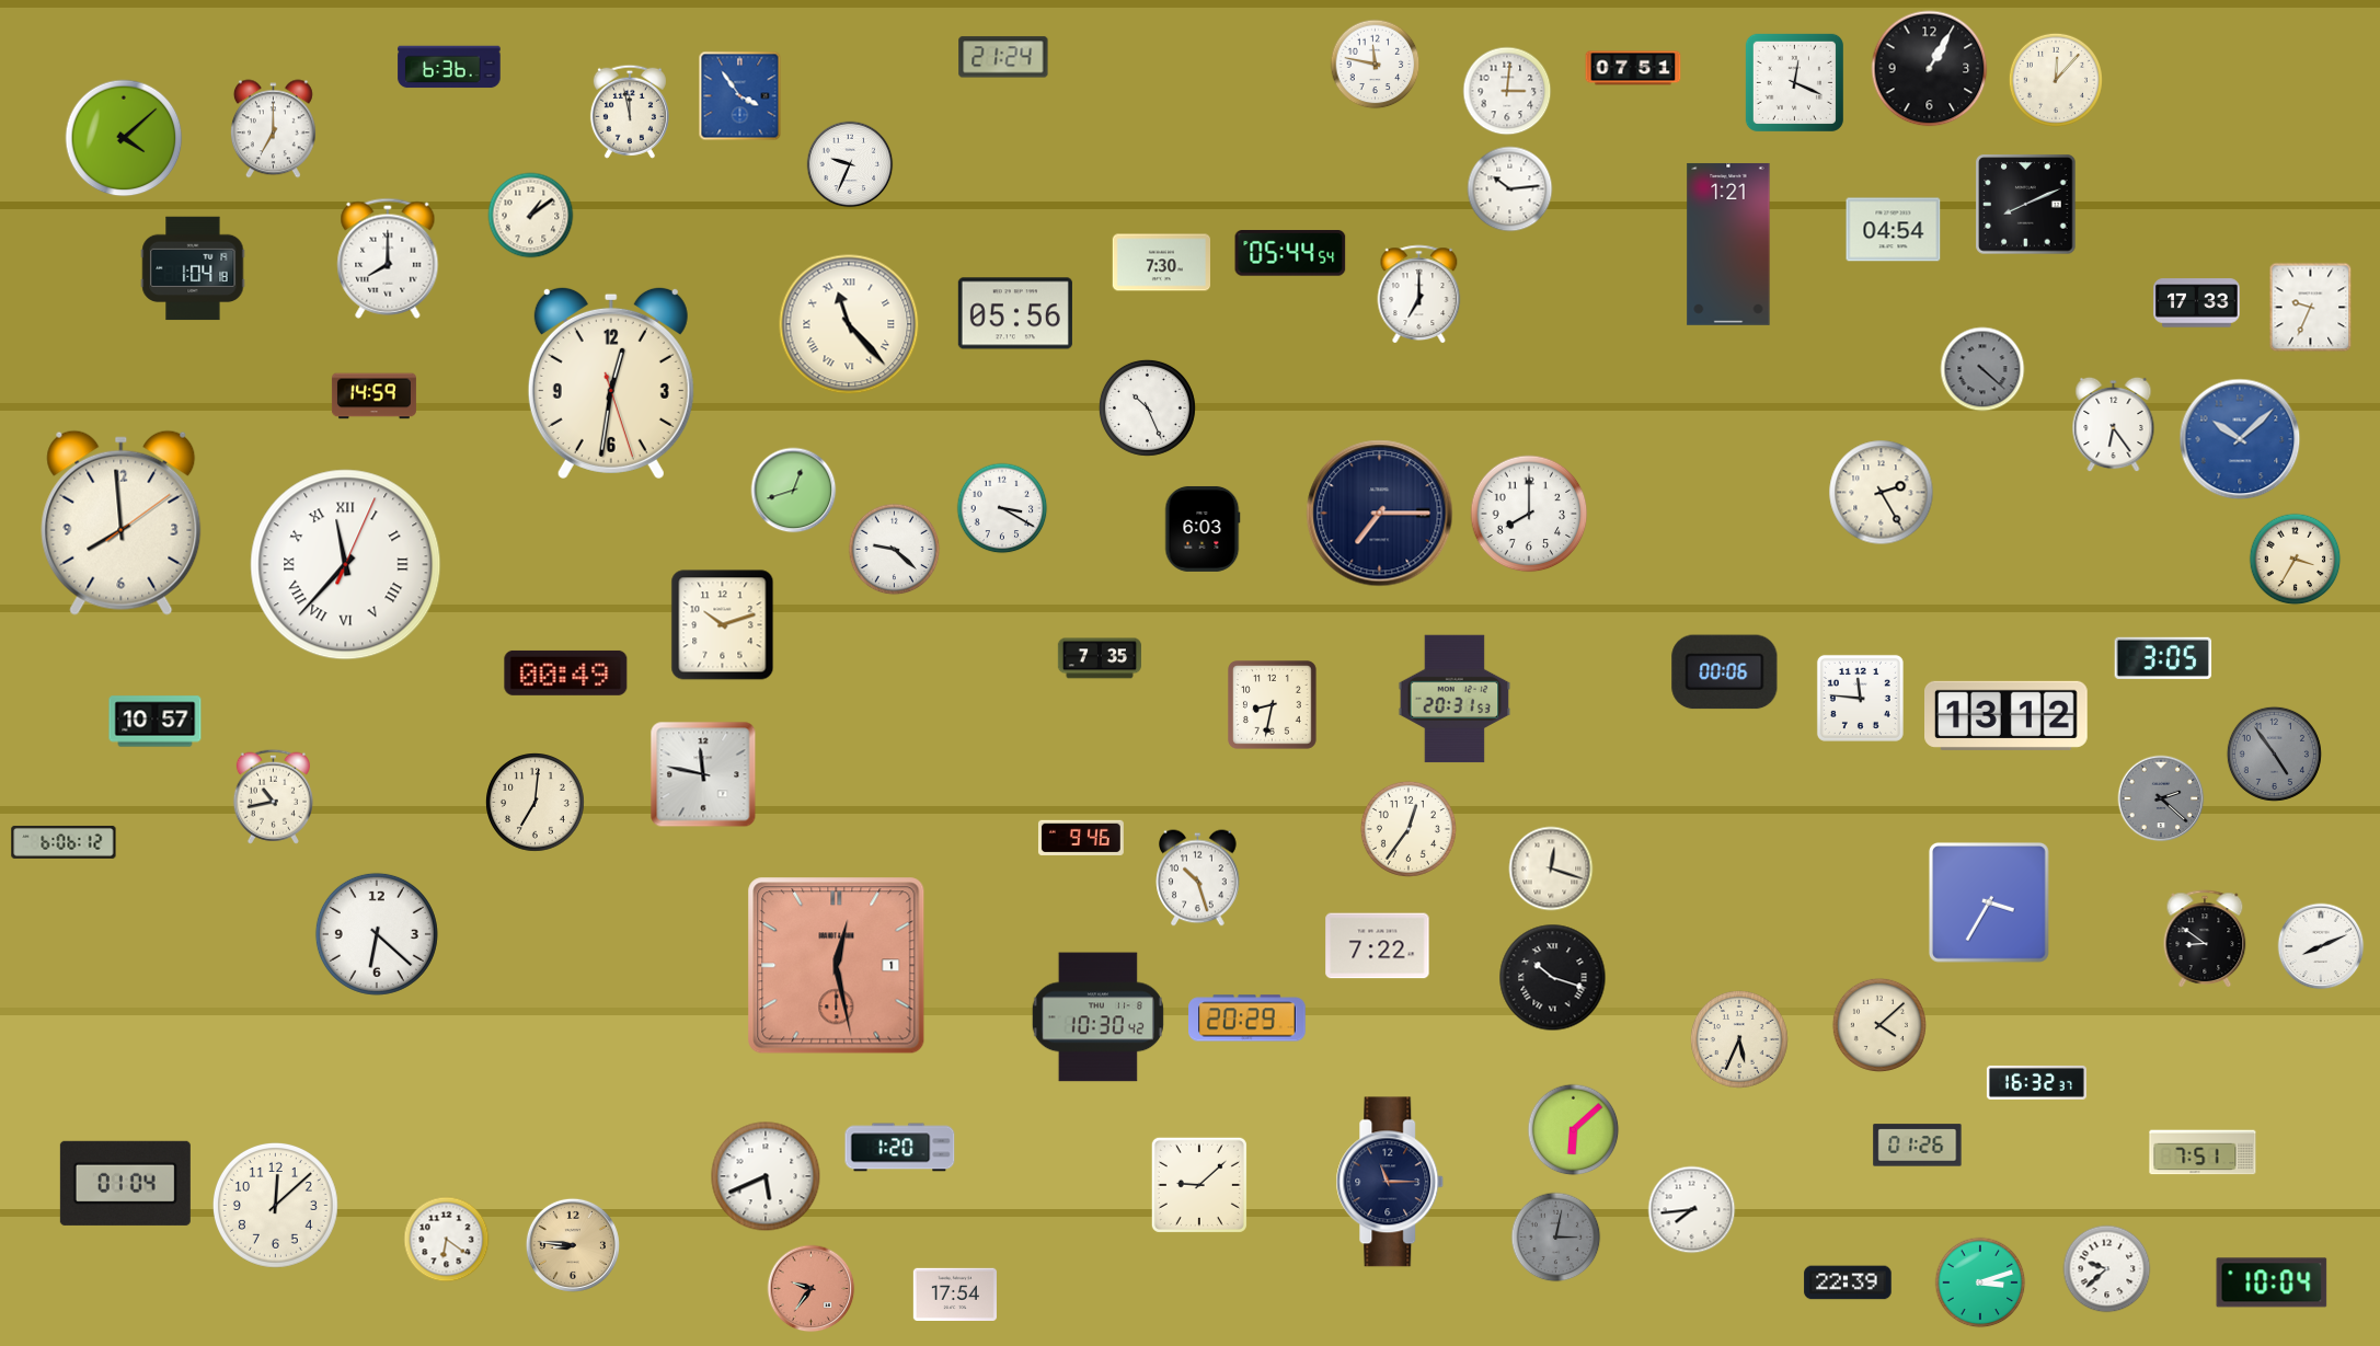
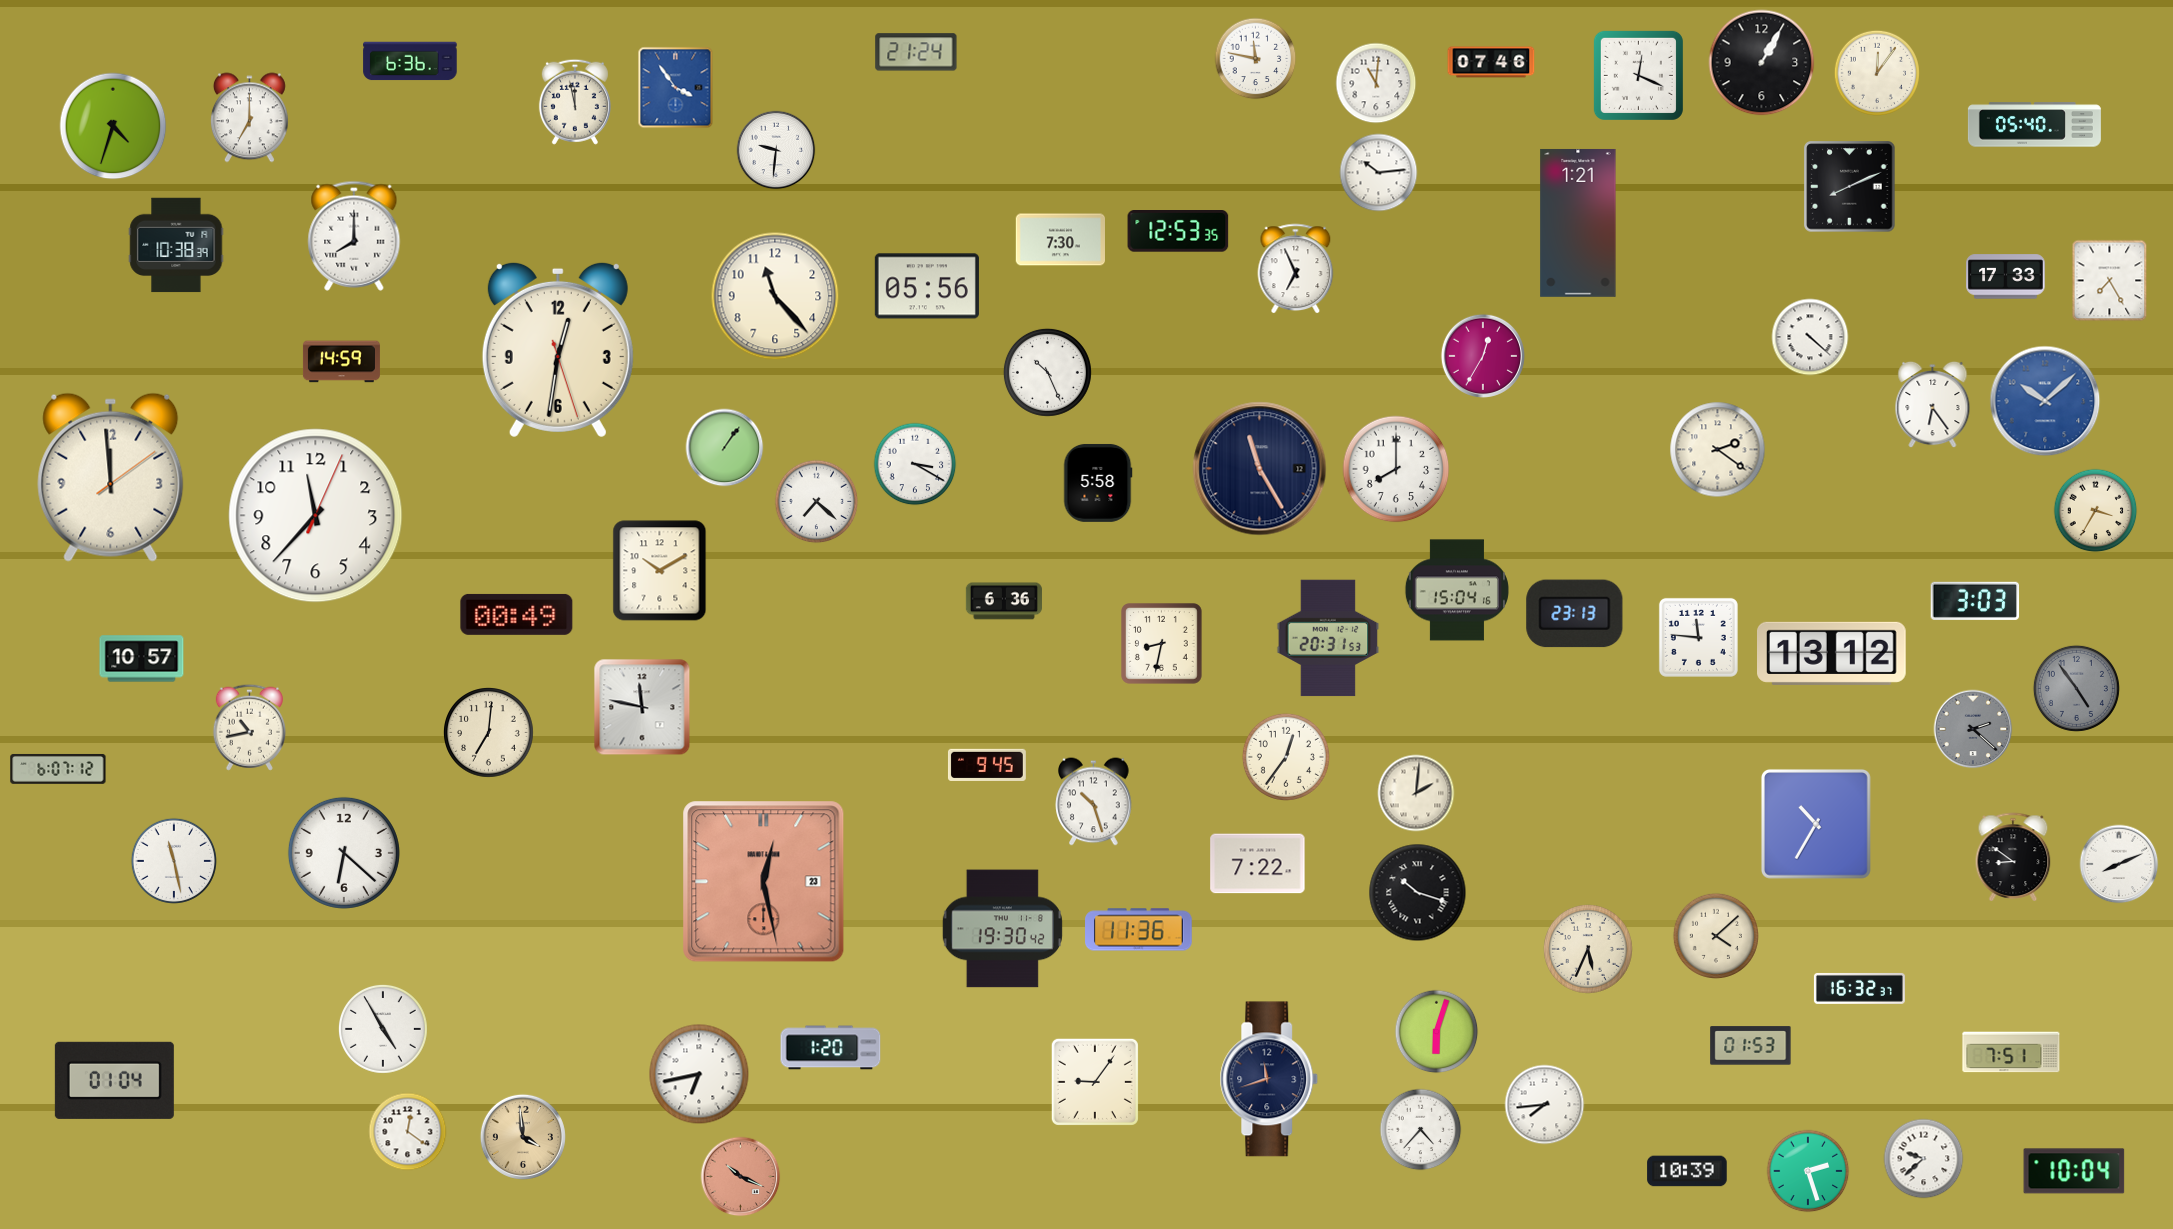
clock at (1633, 68): 07:51 -> 07:46
clock at (2056, 80): 12:07 -> 12:06
clock at (1507, 91): 3:01 -> 11:01
clock at (2034, 125): none -> 05:40
clock at (124, 138): 4:08 -> 4:33
clock at (850, 164): 9:34 -> 9:31
clock at (531, 216): 1:09 -> none
clock at (1894, 230): 04:54 -> none
clock at (1290, 253): 05:44 -> 12:53
clock at (193, 268): 1:04 -> 10:38
clock at (1419, 295): 7:00 -> 6:56
clock at (2311, 308): 9:34 -> 7:25
clock at (849, 324) numerals: Roman -> Arabic
clock at (1982, 369) dial: grey -> white
clock at (1483, 356): none -> 12:35
clock at (2114, 425) position: (2114, 425) -> (1933, 405)
clock at (794, 491): 12:42 -> 1:06
clock at (1882, 493): 2:25 -> 2:21
clock at (1380, 514): 7:15 -> 11:25
clock at (122, 522): 7:59 -> 11:59
clock at (1203, 529): 6:03 -> 5:58
clock at (895, 550): 9:22 -> 7:22
clock at (346, 565) numerals: Roman -> Arabic
clock at (723, 625): 10:12 -> 10:10
clock at (1457, 590): none -> 15:04
clock at (1100, 658): 7:35 -> 6:36
clock at (2163, 658): 3:05 -> 3:03
clock at (1725, 672): 00:06 -> 23:13
clock at (1081, 837): 9:46 -> 9:45
clock at (64, 842): 6:06 -> 6:07
clock at (1551, 868): 12:18 -> 2:01
clock at (1989, 902): 3:35 -> 10:35
clock at (174, 861): none -> 11:28
clock at (837, 966) date: 1 -> 23
clock at (1097, 1017): 10:30 -> 19:30
clock at (1248, 1019): 20:29 -> 11:36
clock at (383, 1029): none -> 4:55
clock at (1574, 1130): 6:08 -> 6:03
clock at (1918, 1146): 01:26 -> 01:53
clock at (900, 1148) position: (900, 1148) -> (831, 1048)
clock at (766, 1176): 5:41 -> 6:43
clock at (1390, 1182): 11:15 -> 11:42
clock at (1199, 1185): 9:08 -> 9:06
clock at (275, 1205): 12:08 -> none
clock at (1556, 1238): 3:02 -> 4:37
clock at (1556, 1238) dial: grey -> white
clock at (447, 1240): 6:21 -> 12:21
clock at (573, 1245): 8:46 -> 3:59
clock at (1848, 1282): 22:39 -> 10:39
clock at (1980, 1282): 3:12 -> 2:27
clock at (812, 1289): 9:36 -> 10:19
clock at (955, 1293): 17:54 -> none
